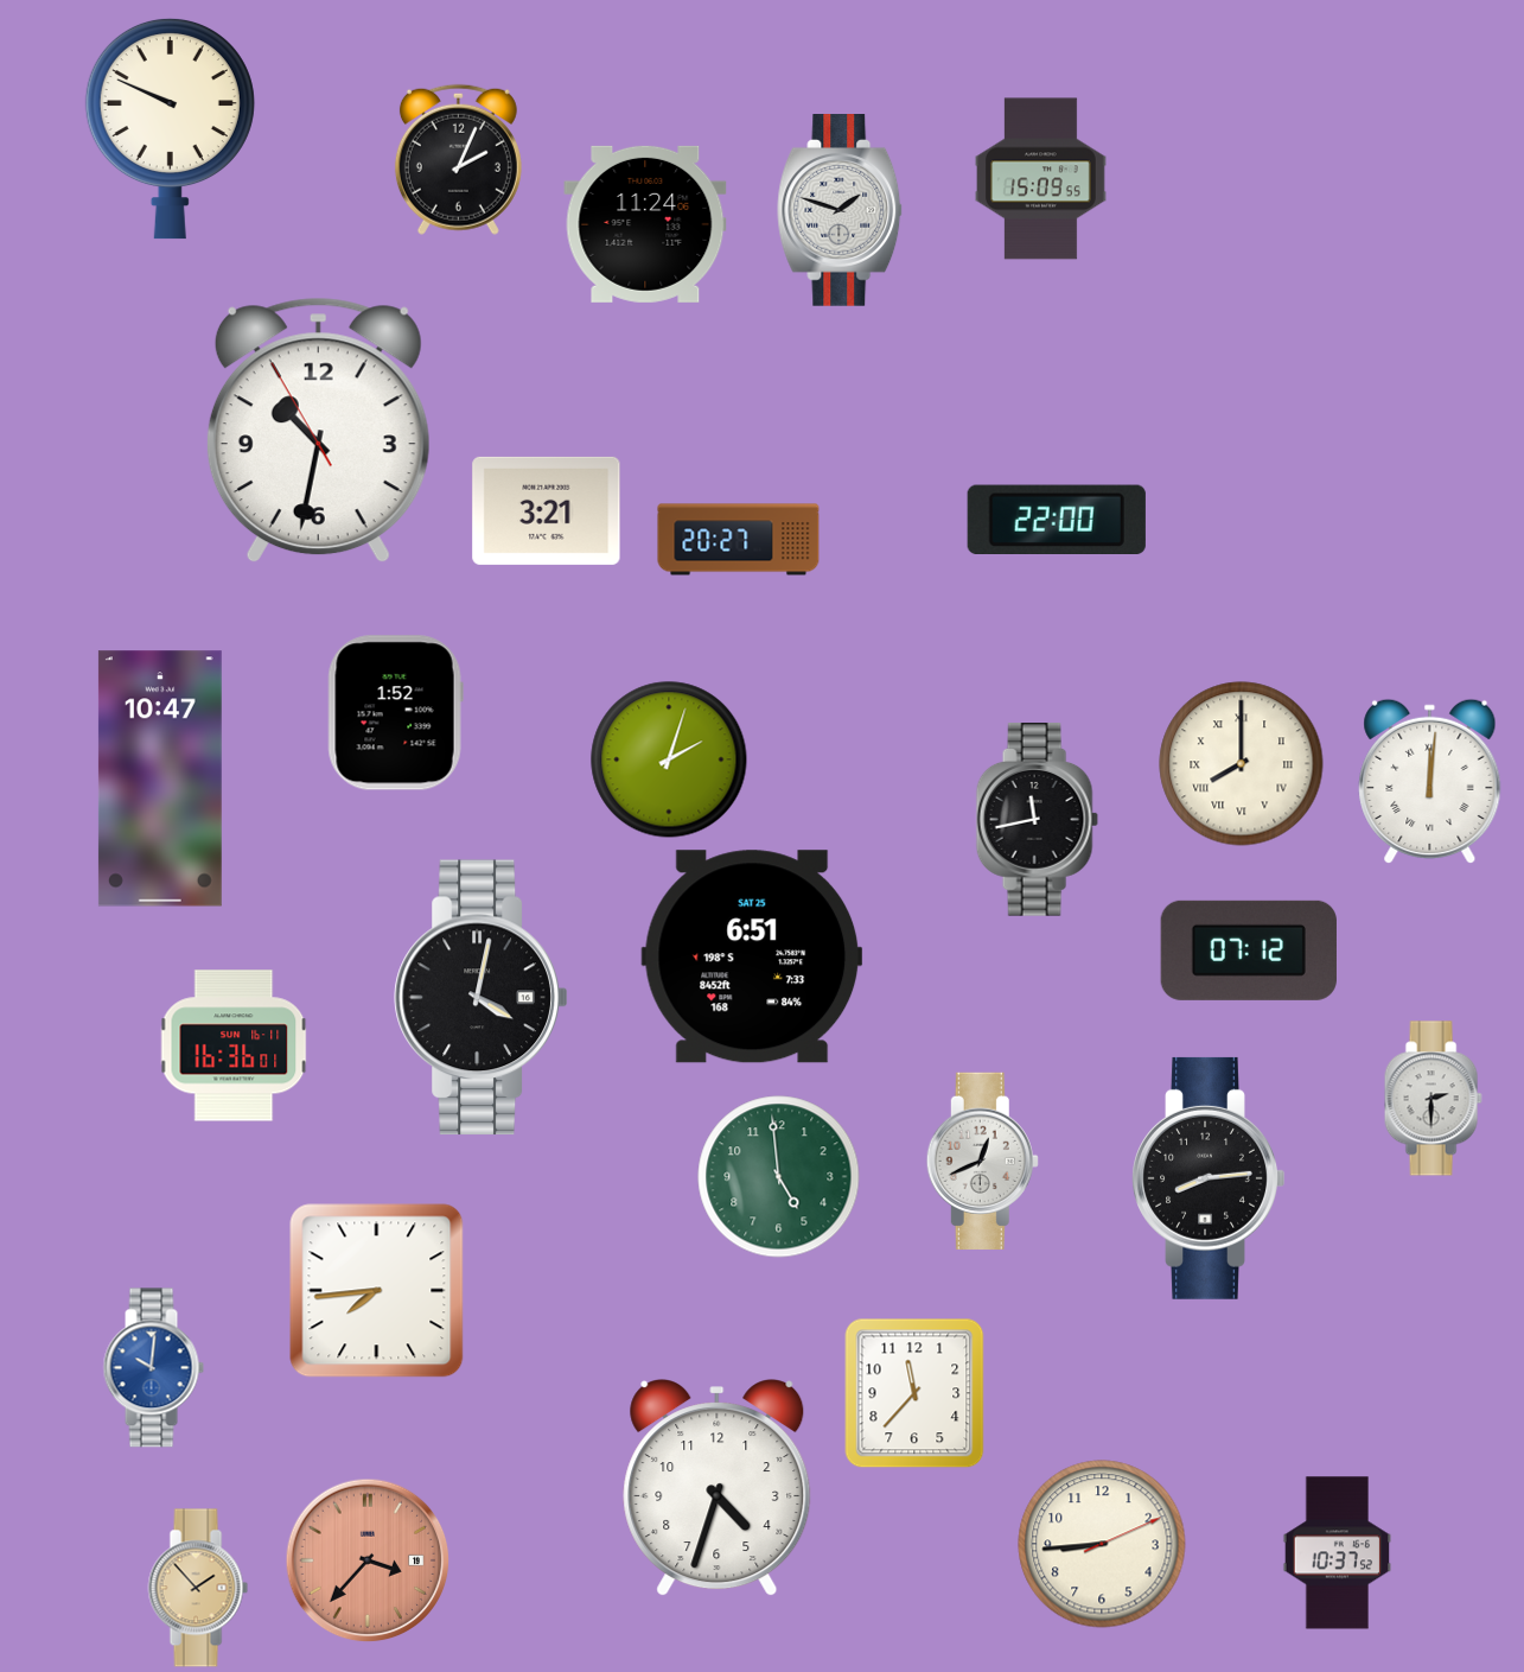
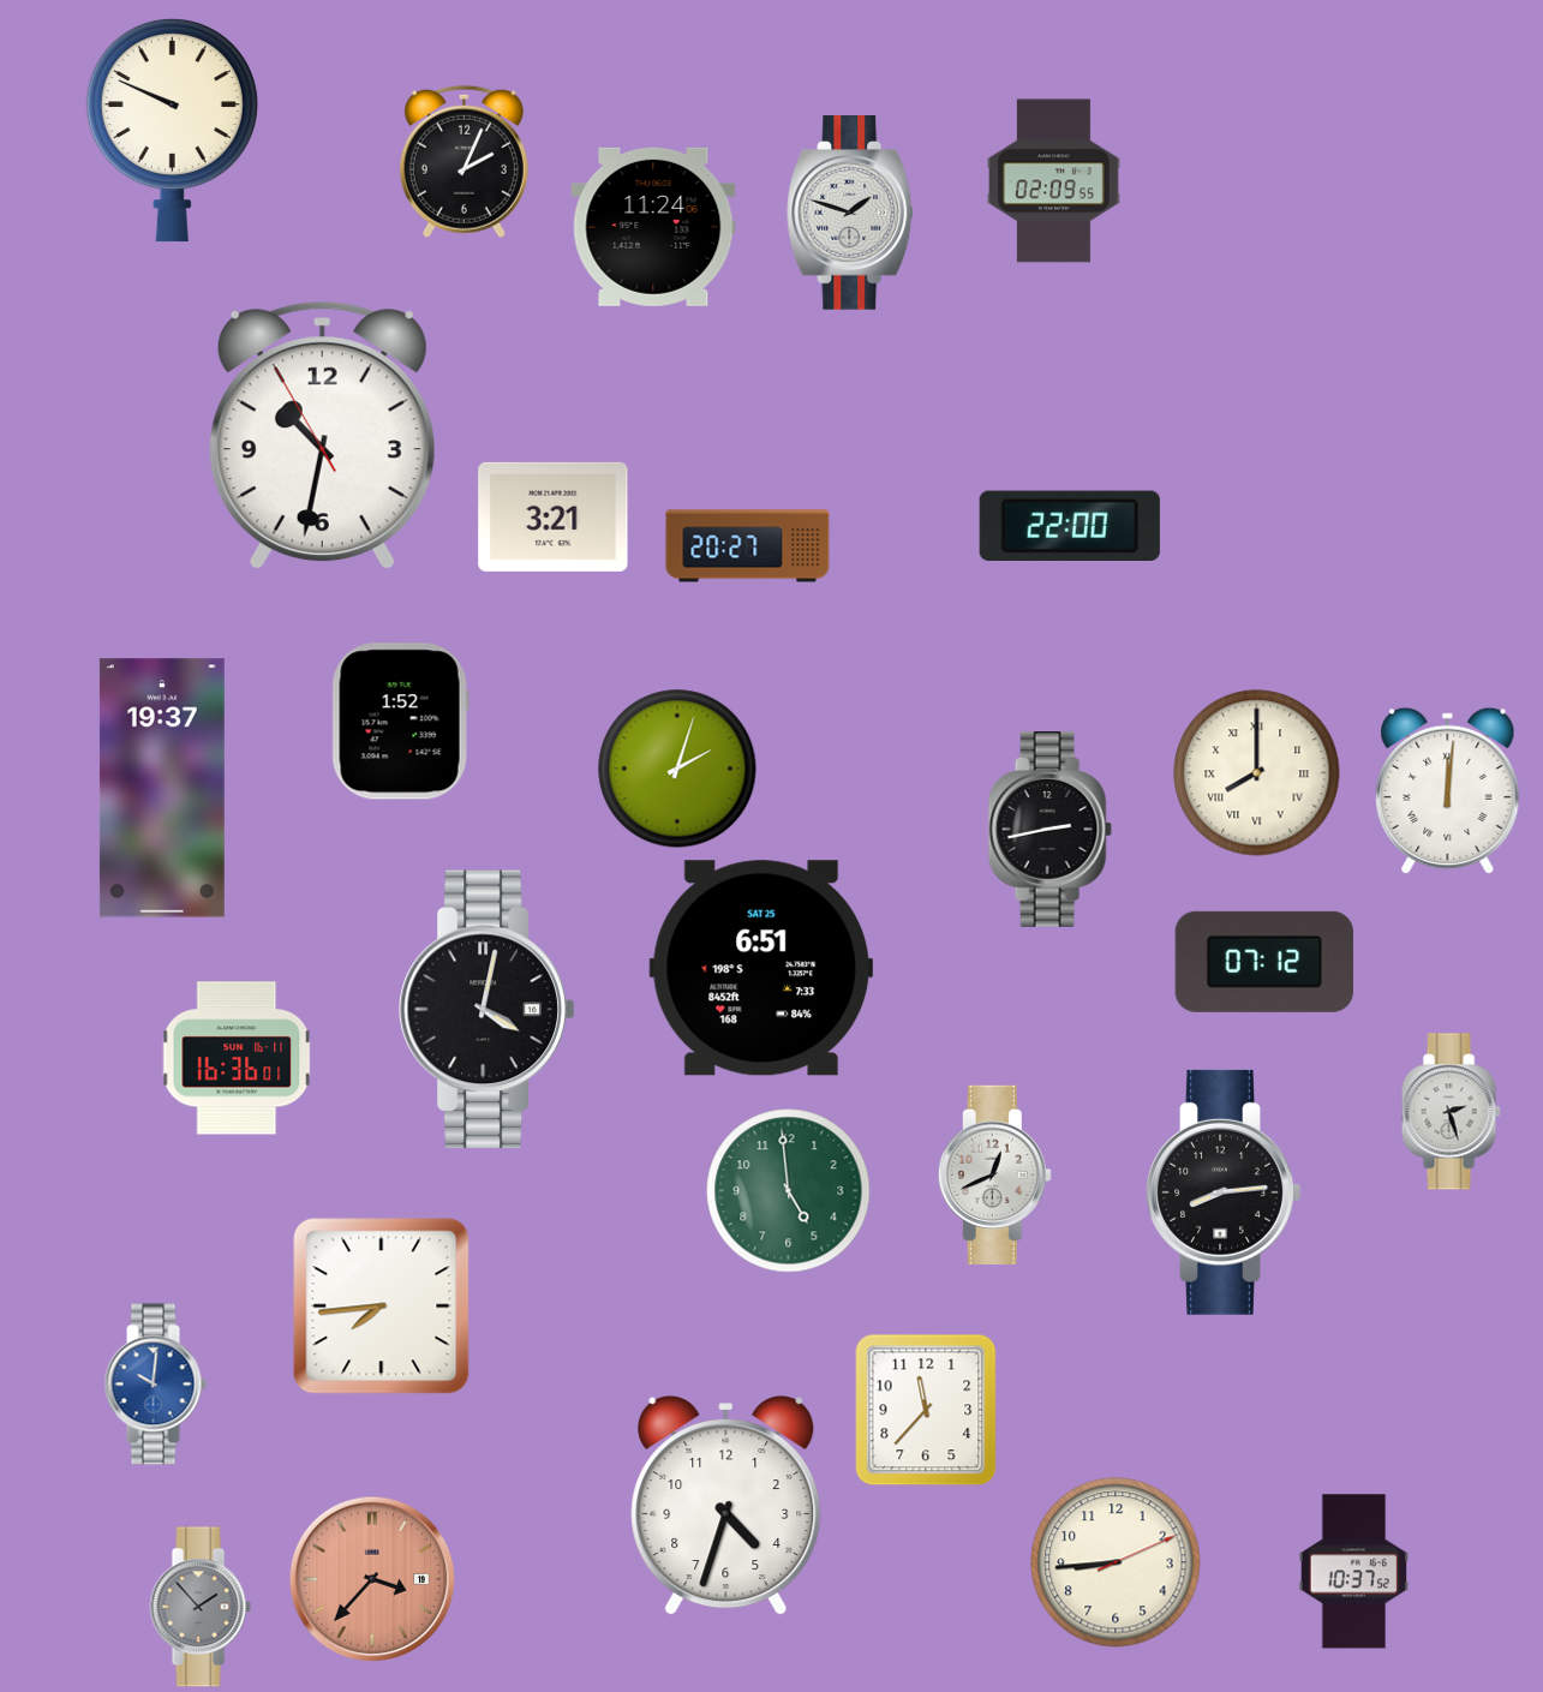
clock at (1040, 179): 15:09 -> 02:09
clock at (160, 778): 10:47 -> 19:37
clock at (1037, 820): 11:43 -> 2:43
clock at (1433, 1099): 2:30 -> 2:27
clock at (198, 1588) dial: champagne -> grey
